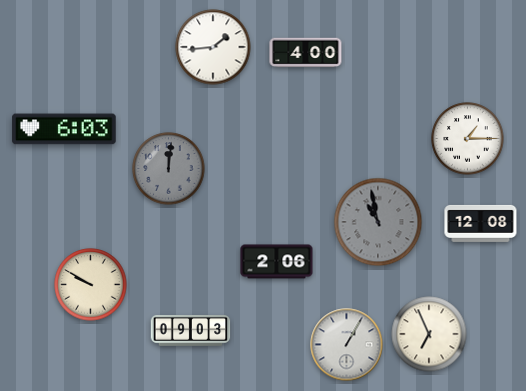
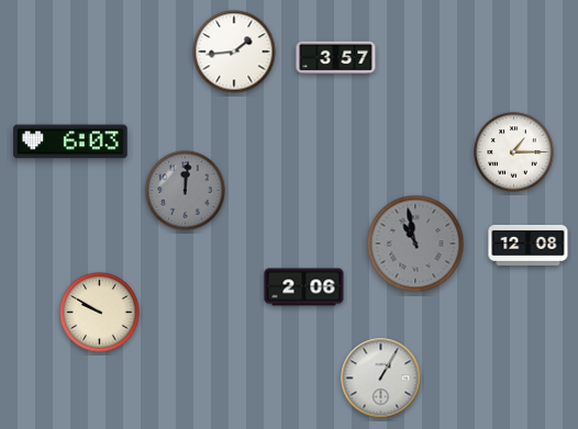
clock at (306, 53): 4:00 -> 3:57
clock at (169, 169) position: (169, 169) -> (186, 191)
clock at (191, 330): 09:03 -> none
clock at (429, 334): 6:56 -> none
